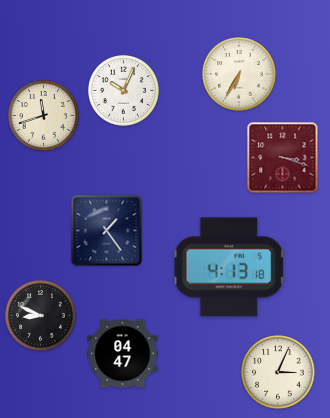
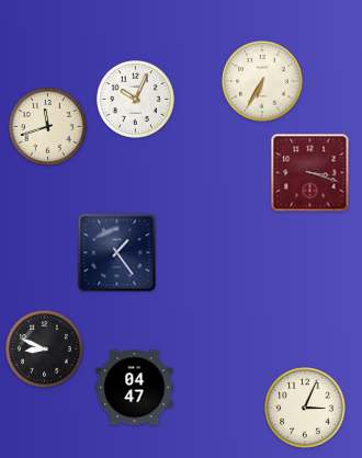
clock at (229, 267): 4:13 -> none
clock at (41, 316) position: (41, 316) -> (45, 350)
